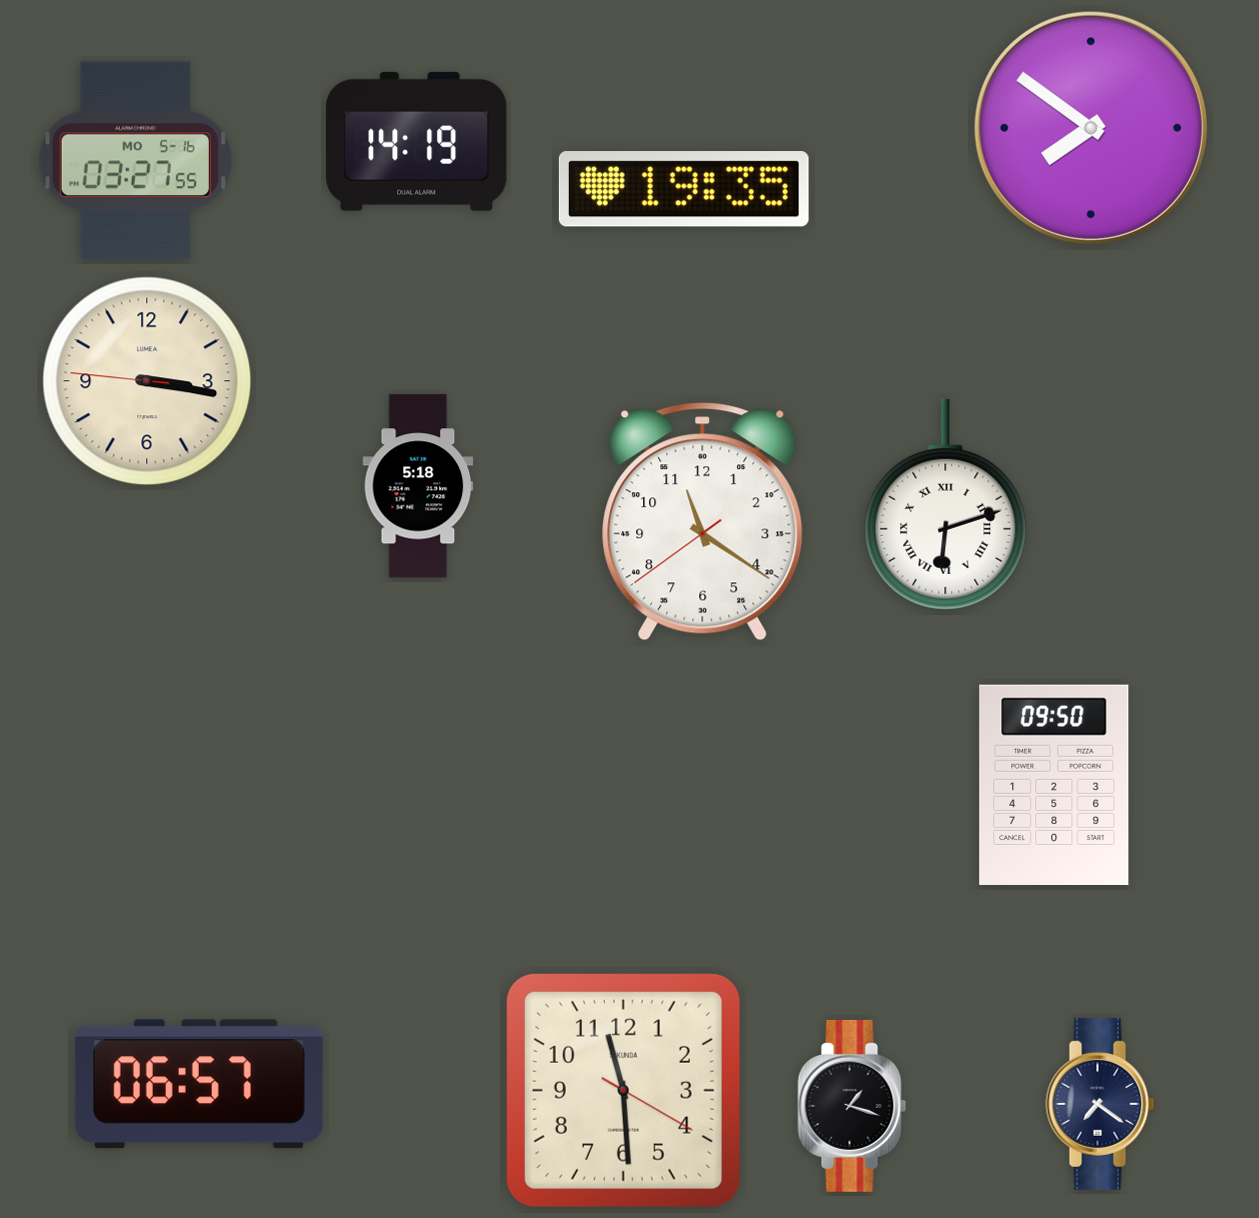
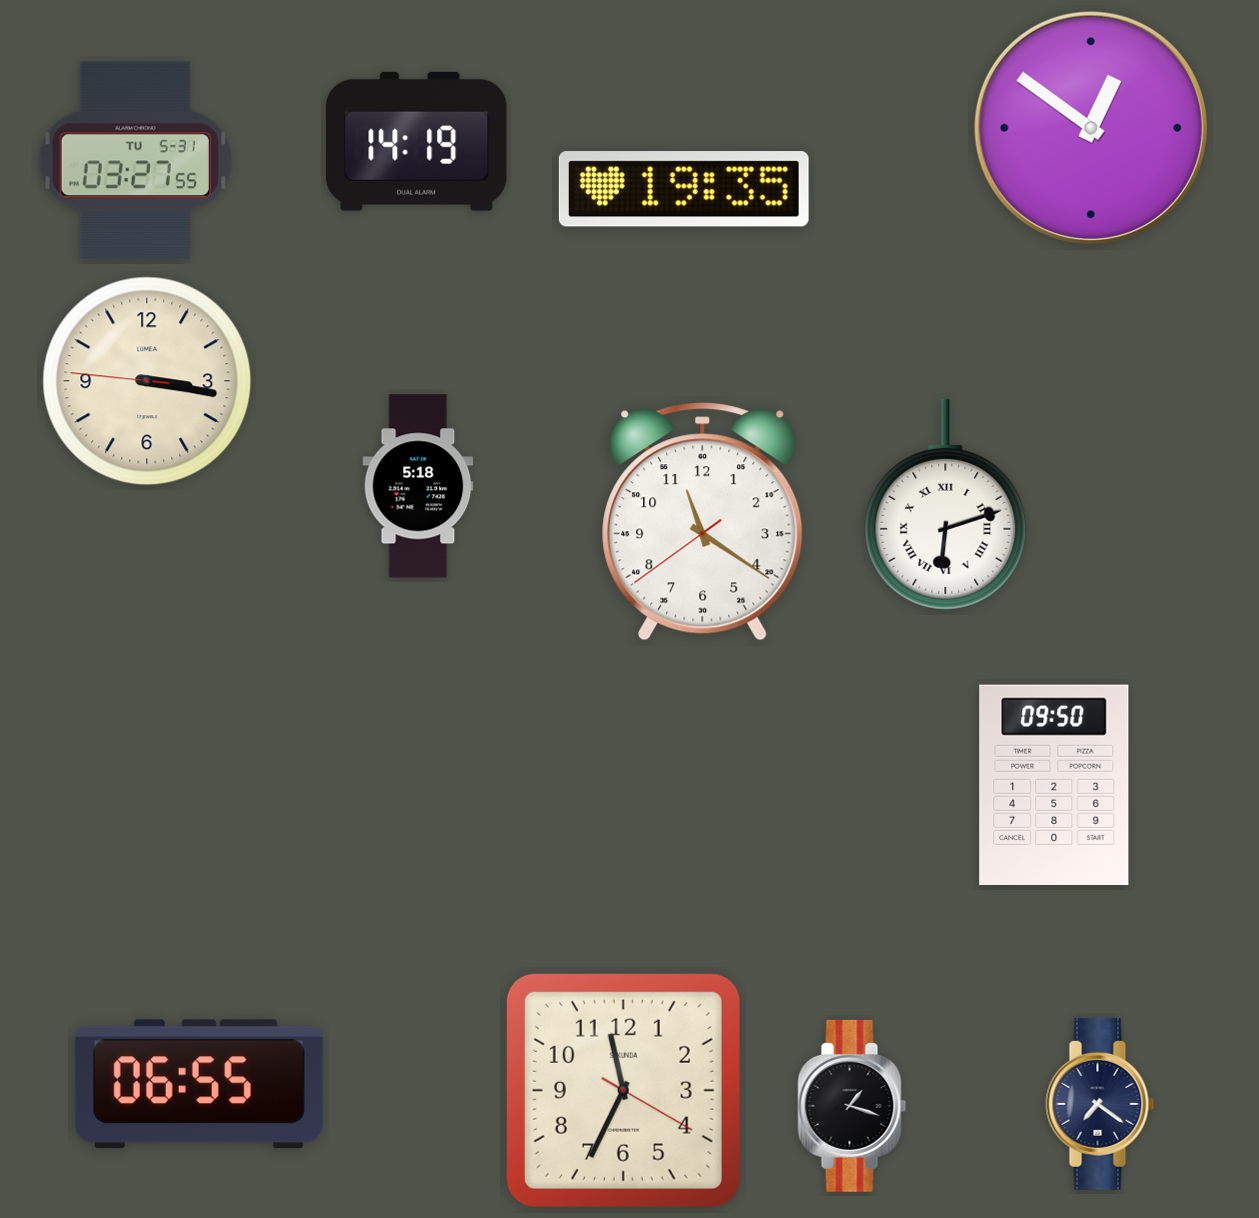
clock at (1091, 128): 7:51 -> 12:51
clock at (135, 161) date: MO 5-16 -> TU 5-31
clock at (199, 1084): 06:57 -> 06:55
clock at (623, 1090): 11:29 -> 11:34
